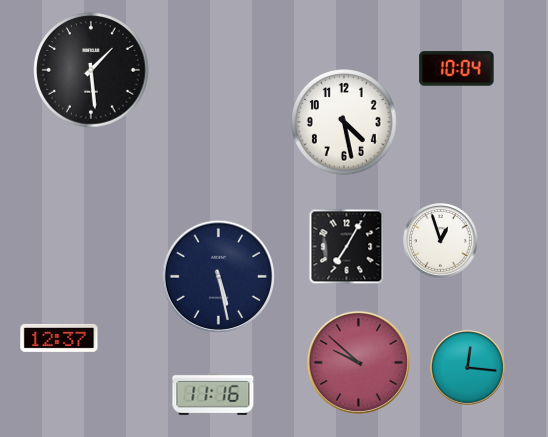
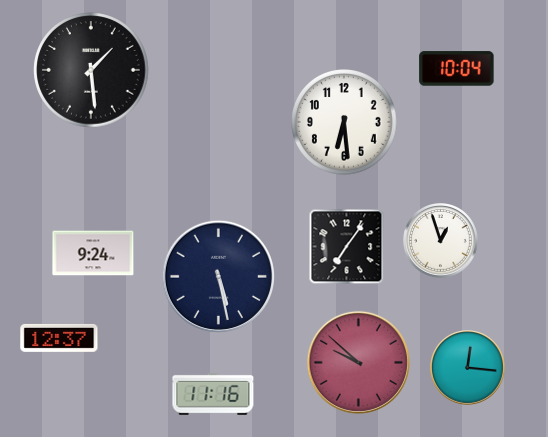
clock at (345, 123): 4:28 -> 6:29
clock at (347, 247): 7:05 -> 7:06
clock at (93, 253): none -> 9:24
